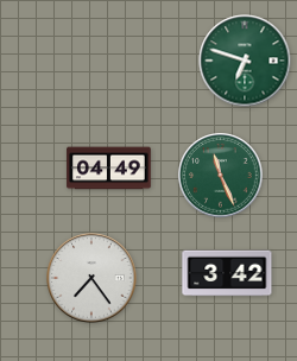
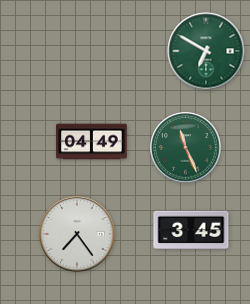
clock at (245, 61): 6:48 -> 6:50
clock at (227, 273): 3:42 -> 3:45
